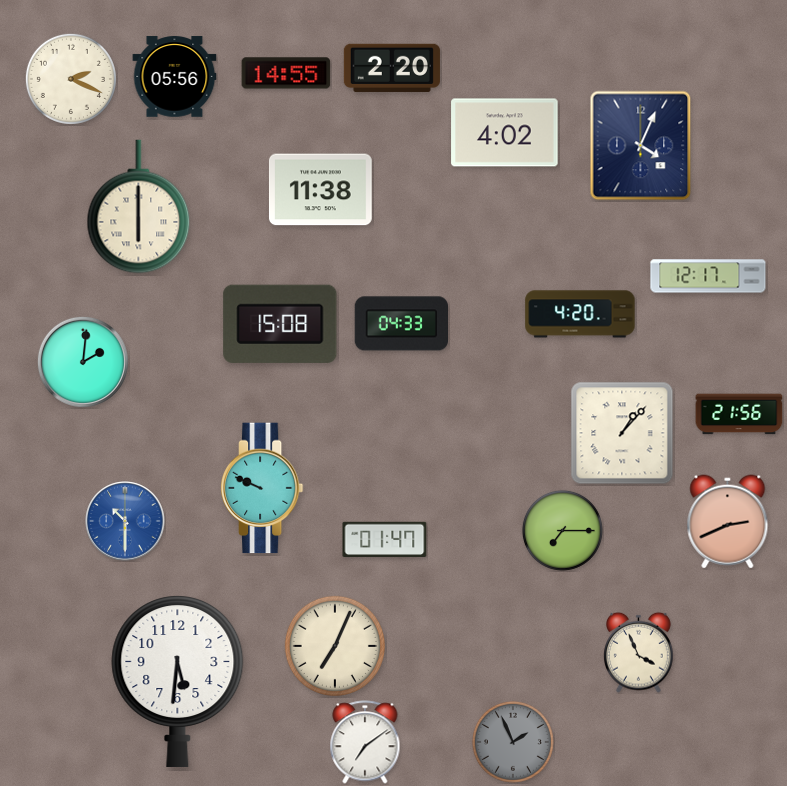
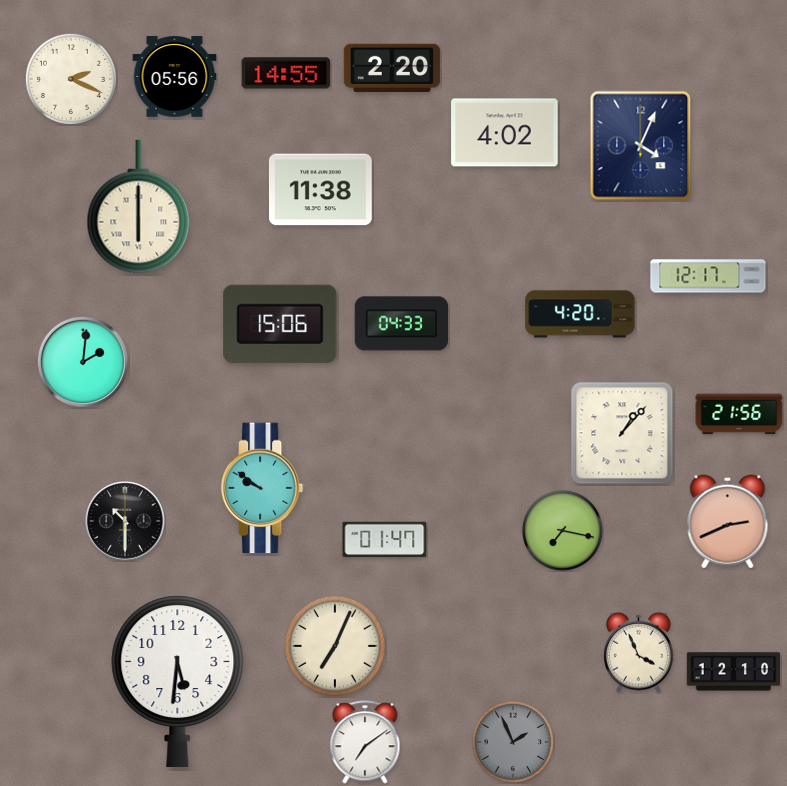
clock at (280, 324): 15:08 -> 15:06
clock at (262, 488): 9:49 -> 9:51
clock at (125, 521) dial: blue -> black
clock at (562, 530): 7:15 -> 7:17
clock at (734, 672): none -> 12:10
